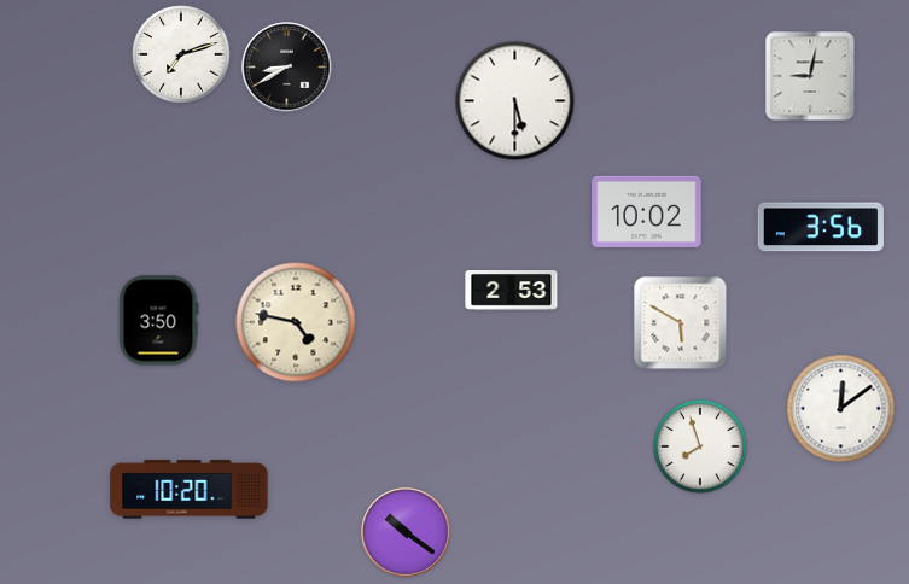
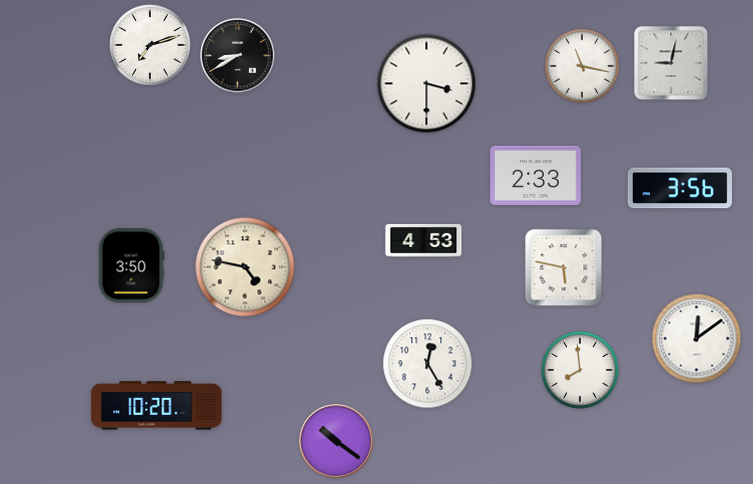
clock at (582, 66): none -> 11:17
clock at (515, 101): 5:30 -> 3:30
clock at (647, 211): 10:02 -> 2:33
clock at (512, 291): 2:53 -> 4:53
clock at (681, 323): 5:50 -> 5:47
clock at (428, 364): none -> 12:25
clock at (700, 446): 7:57 -> 7:59
